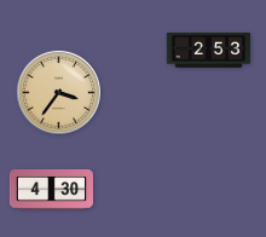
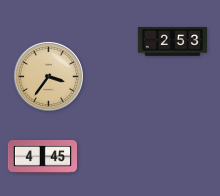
clock at (52, 190): 4:30 -> 4:45
